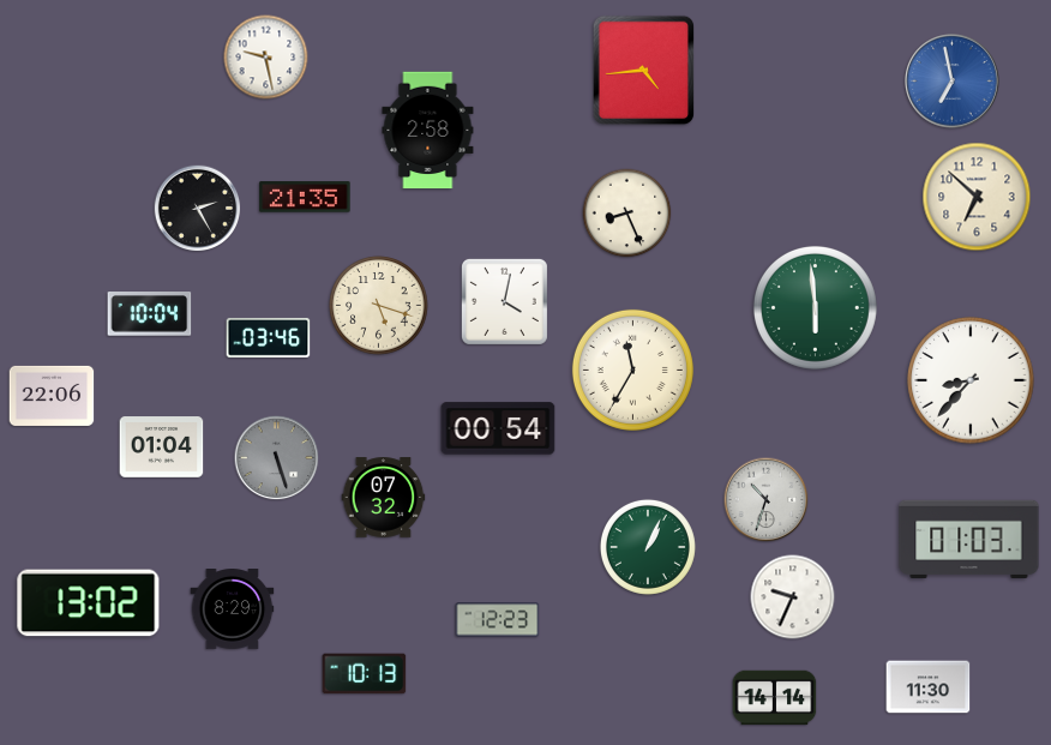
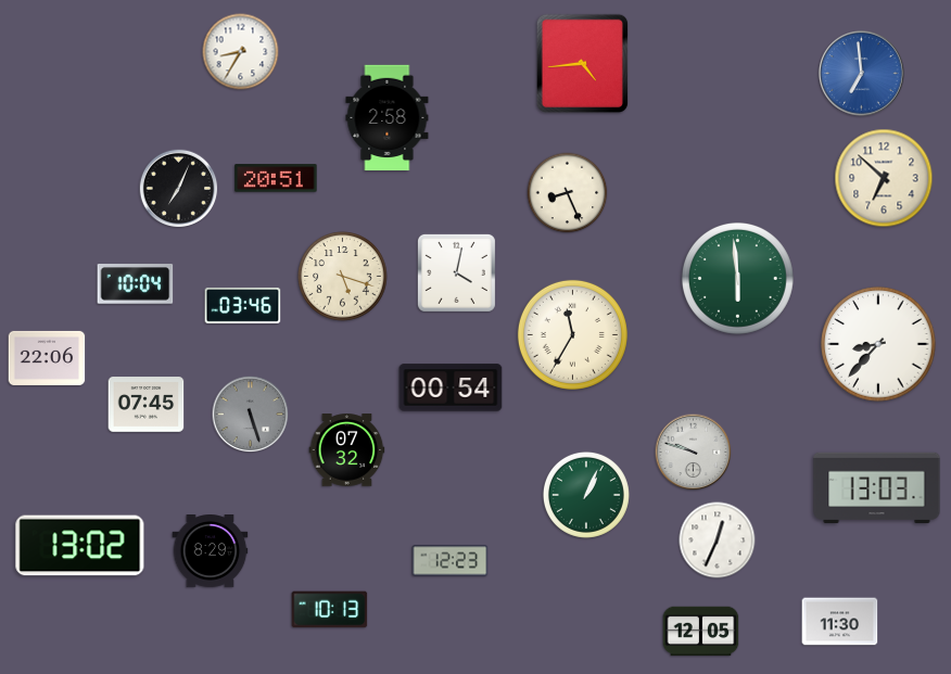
clock at (266, 58): 9:28 -> 8:35
clock at (953, 82): 6:58 -> 6:59
clock at (305, 197): 21:35 -> 20:51
clock at (198, 209): 2:25 -> 7:04
clock at (162, 447): 01:04 -> 07:45
clock at (767, 500): 10:33 -> 9:48
clock at (969, 539): 01:03 -> 13:03
clock at (793, 597): 9:34 -> 12:34
clock at (775, 698): 14:14 -> 12:05
